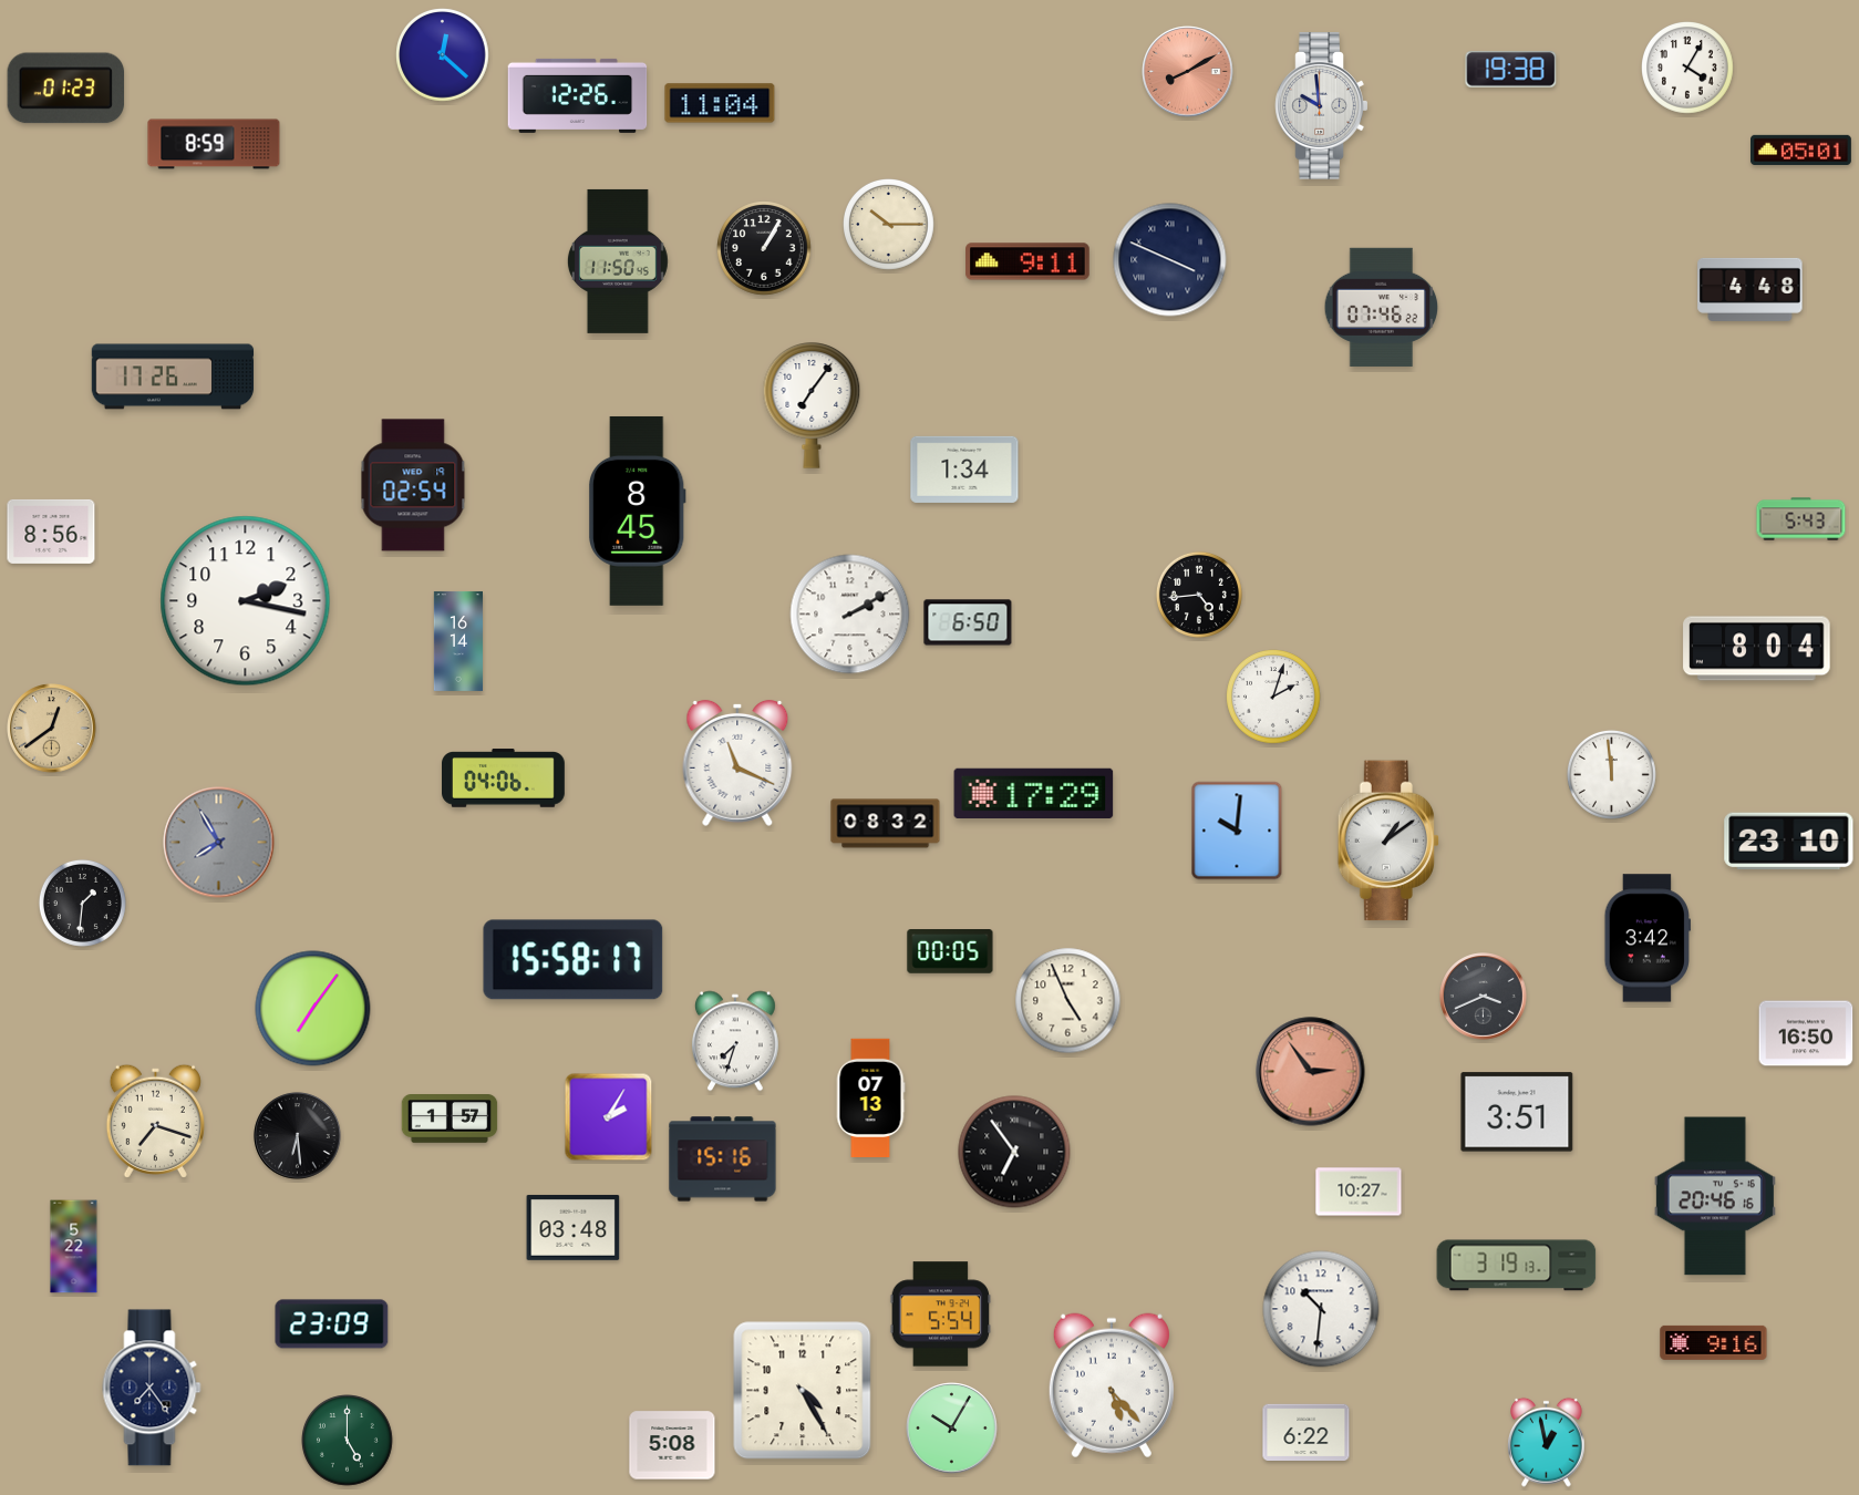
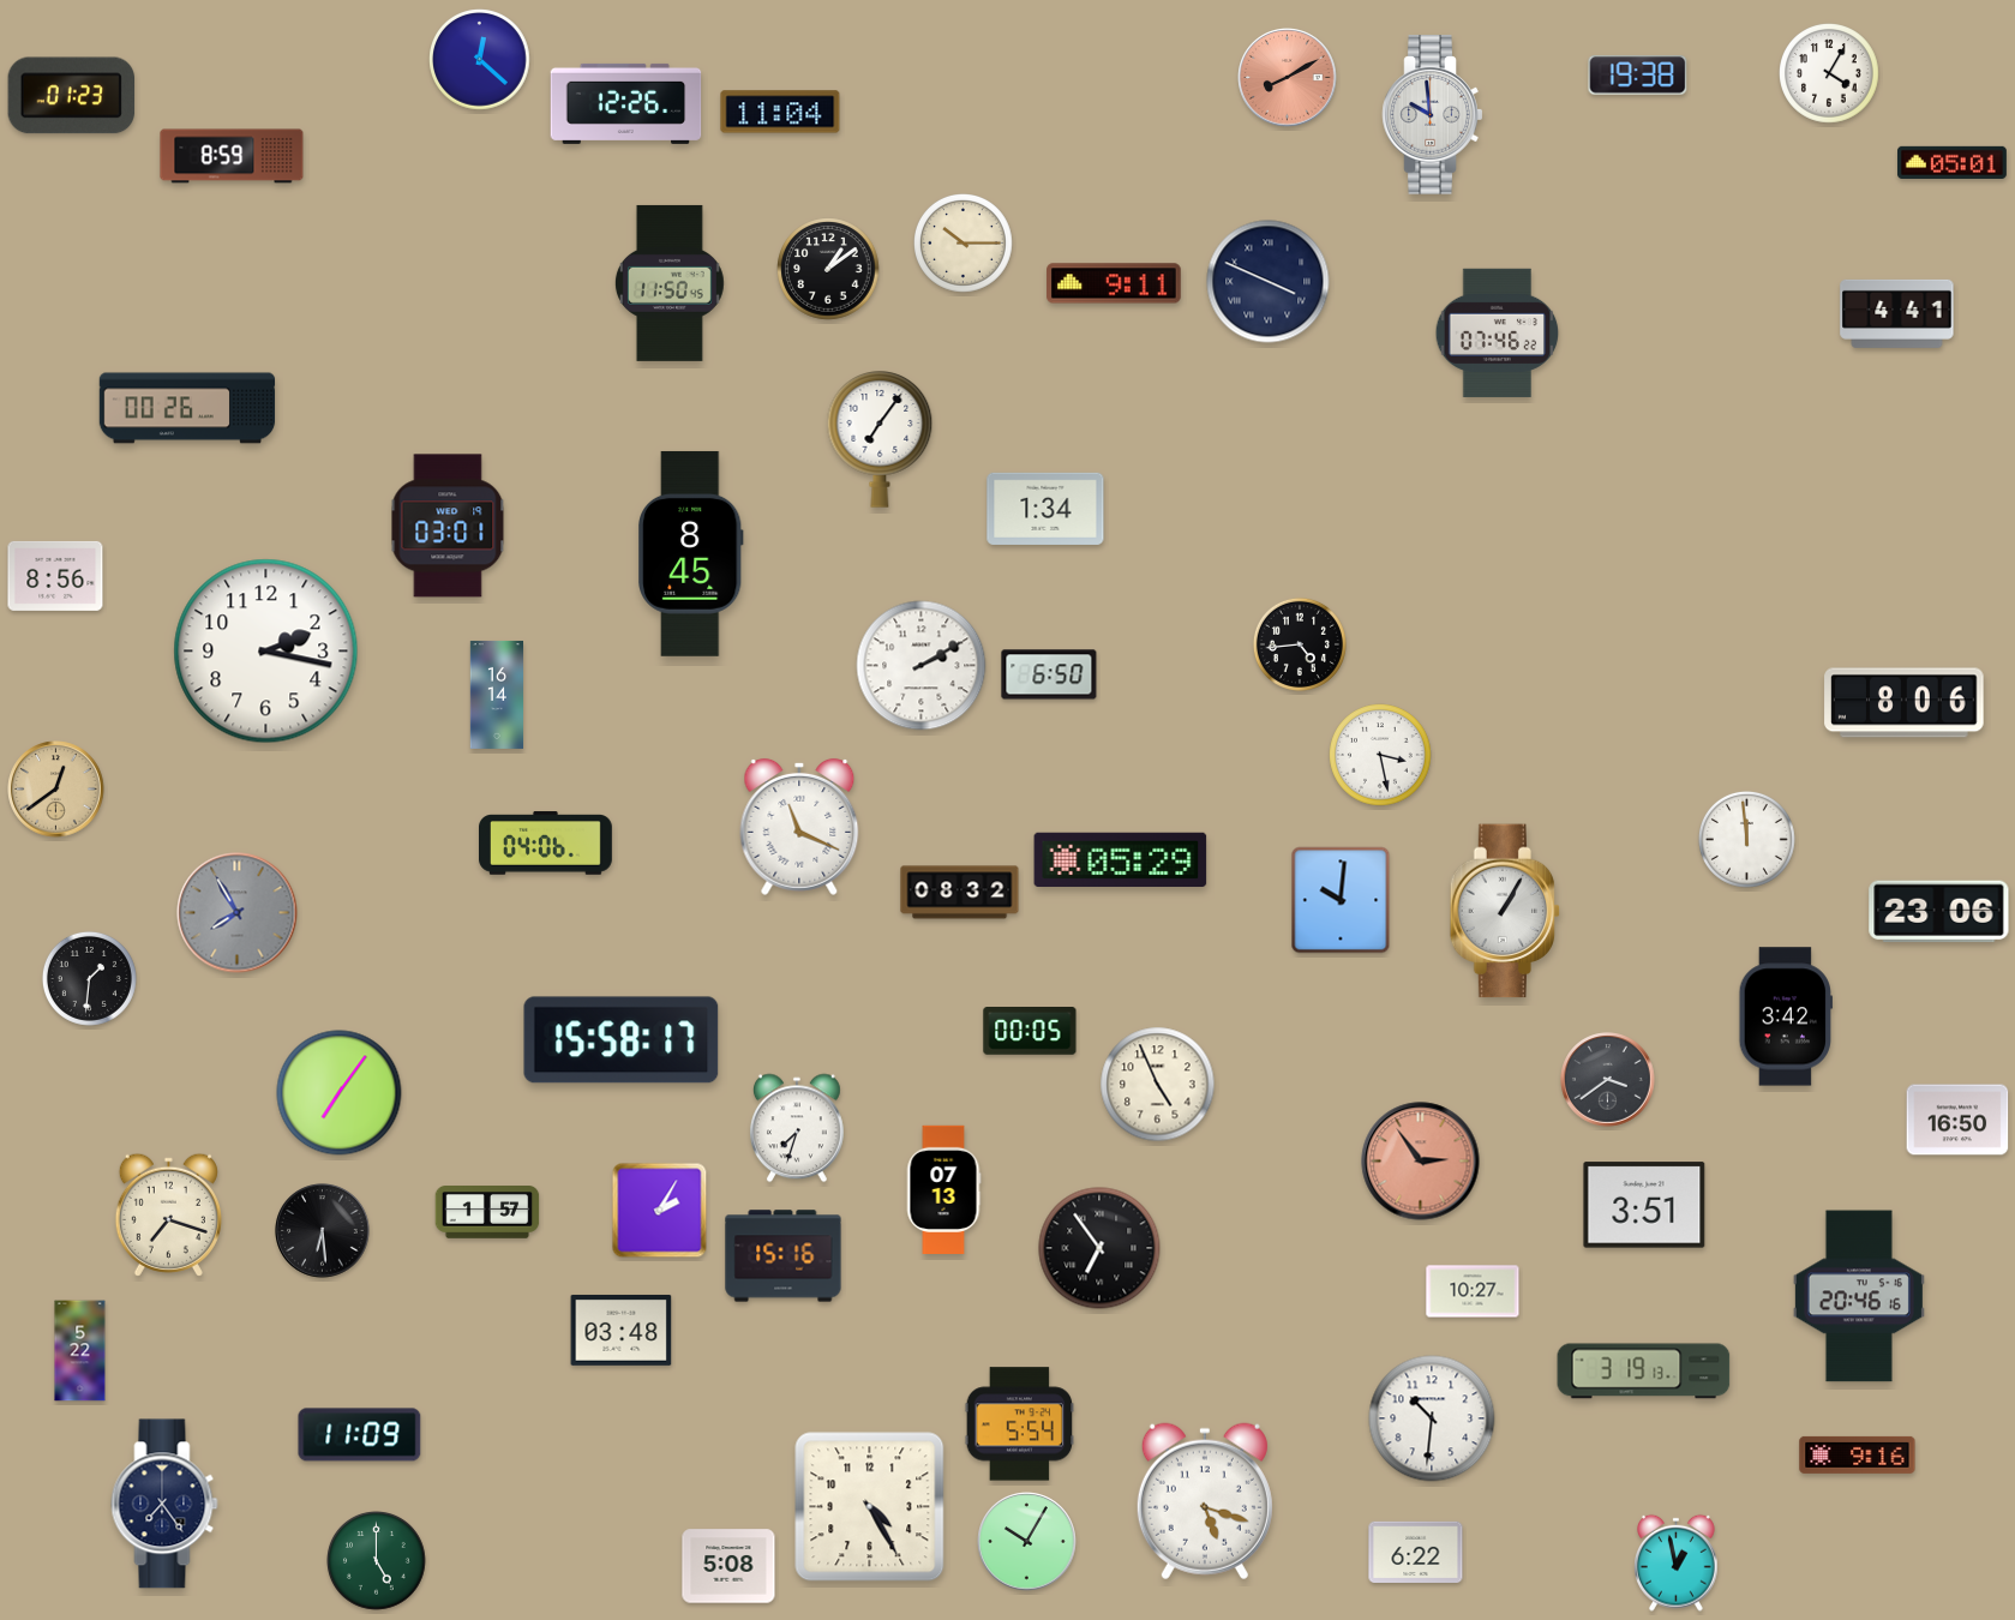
clock at (764, 248): 1:05 -> 1:09
clock at (1750, 289): 4:48 -> 4:41
clock at (173, 377): 17:26 -> 00:26
clock at (413, 485): 02:54 -> 03:01
clock at (1801, 519): 5:43 -> none
clock at (1757, 649): 8:04 -> 8:06
clock at (1273, 697): 2:03 -> 3:28
clock at (1034, 793): 17:29 -> 05:29
clock at (1388, 841): 1:09 -> 1:05
clock at (1789, 842): 23:10 -> 23:06
clock at (1484, 997): 3:41 -> 3:39
clock at (332, 1324): 23:09 -> 11:09
clock at (1112, 1385): 5:23 -> 5:18
clock at (952, 1429) position: (952, 1429) -> (1027, 1542)
